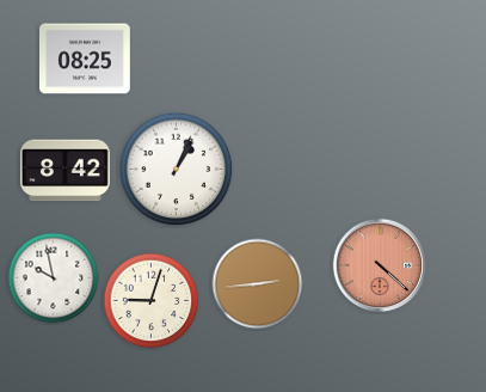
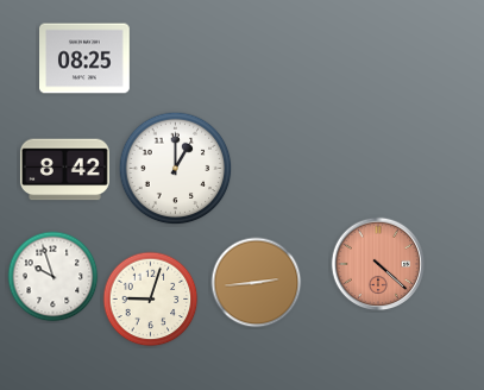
clock at (177, 170): 1:04 -> 1:00
clock at (54, 278): 9:58 -> 9:57
